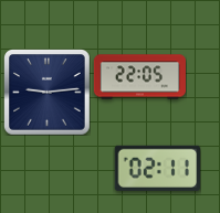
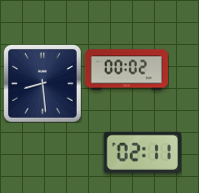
clock at (139, 77): 22:05 -> 00:02
clock at (48, 93): 9:14 -> 8:29
